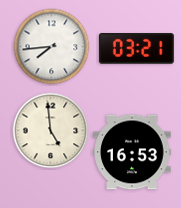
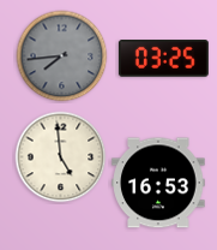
clock at (52, 47) dial: white -> grey
clock at (136, 49): 03:21 -> 03:25
